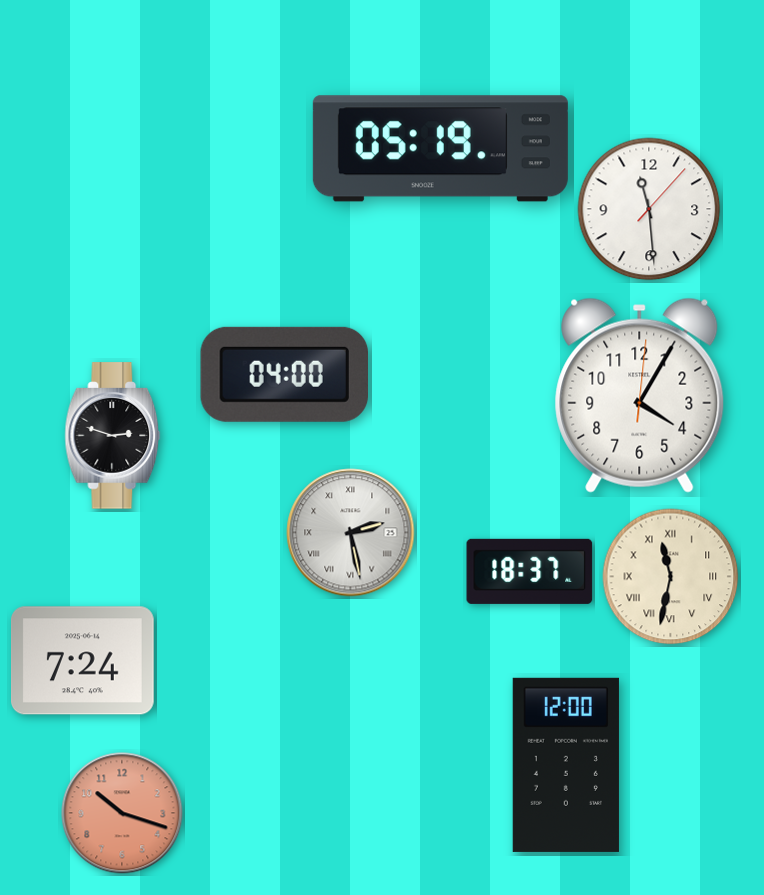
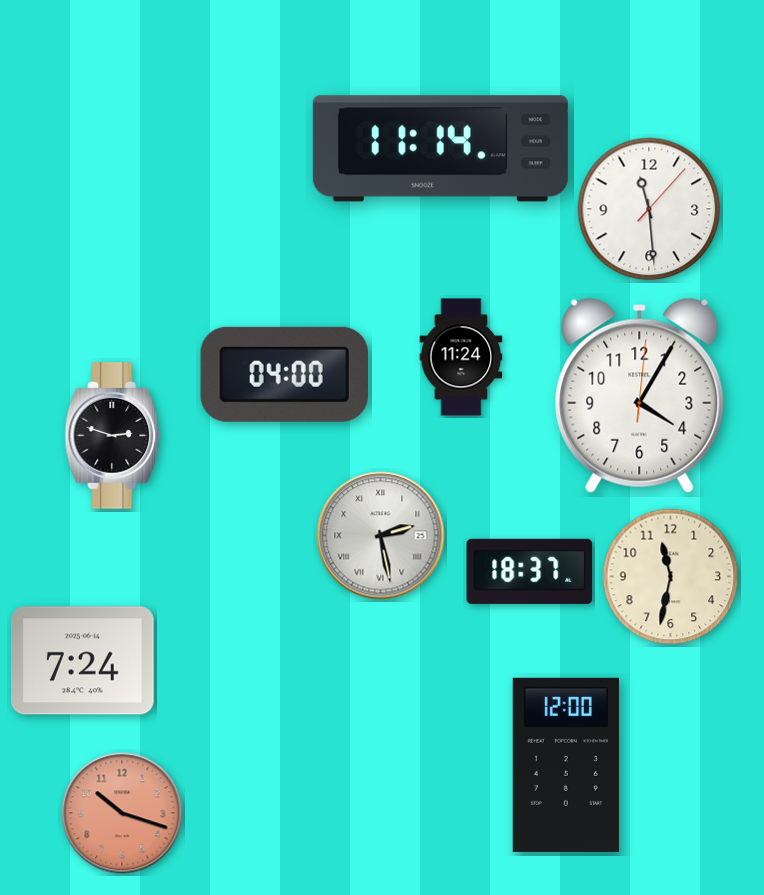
clock at (440, 149): 05:19 -> 11:14
clock at (461, 357): none -> 11:24
clock at (351, 533) position: (351, 533) -> (381, 536)
clock at (671, 577) numerals: Roman -> Arabic
